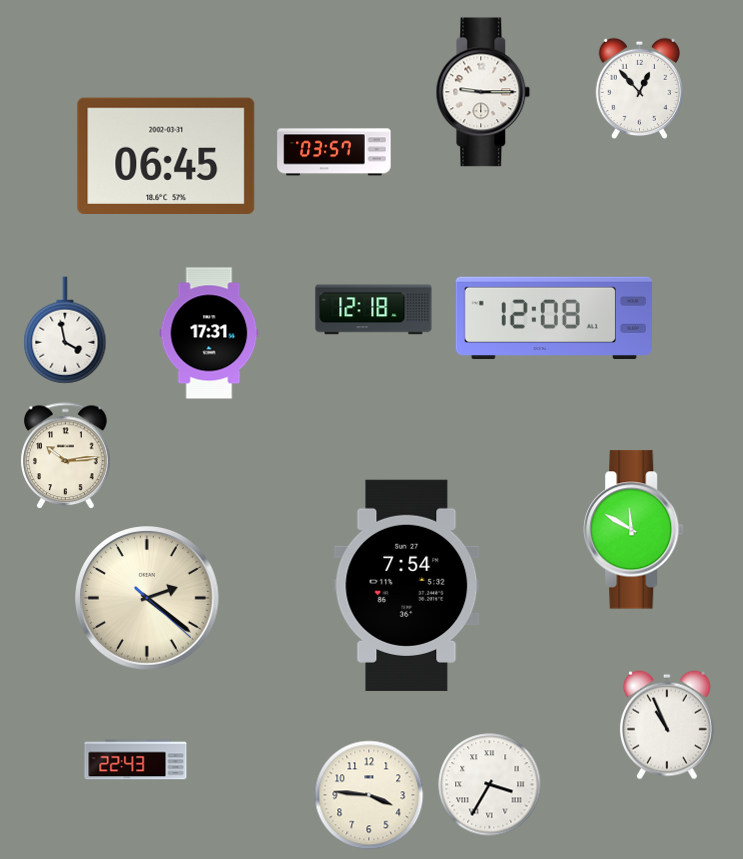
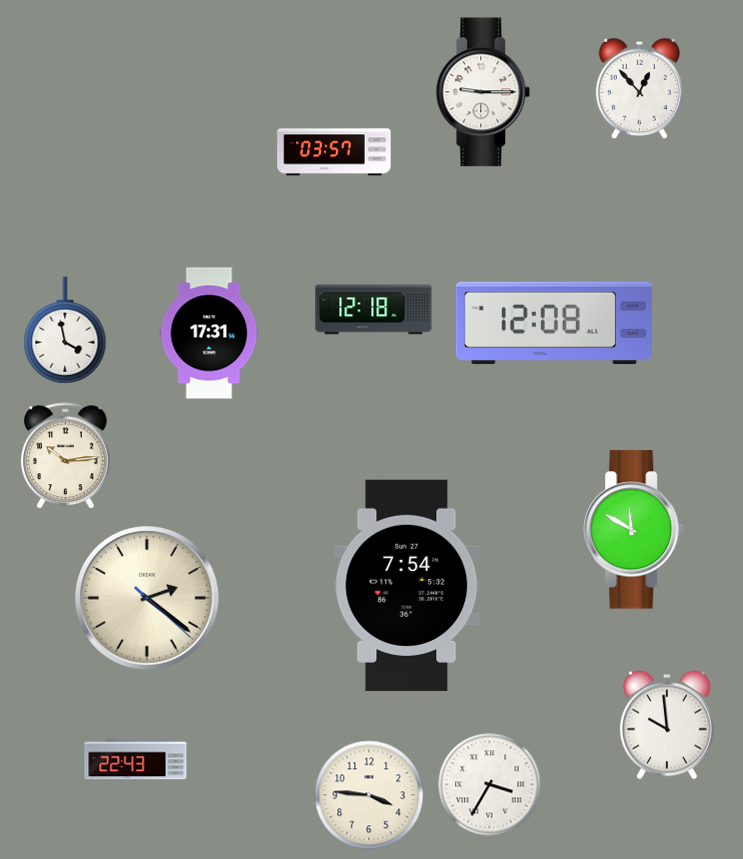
clock at (166, 155): 06:45 -> none
clock at (554, 318) position: (554, 318) -> (554, 323)
clock at (667, 725): 10:56 -> 9:59
